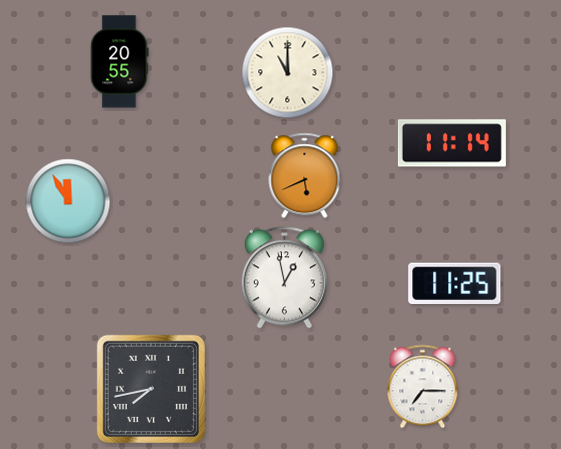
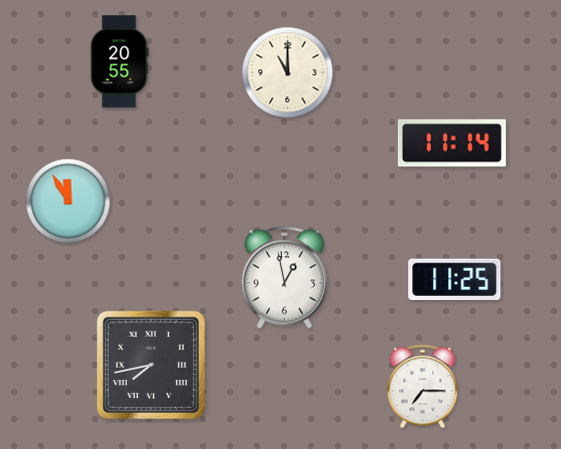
clock at (305, 176): 5:41 -> none
clock at (455, 283) position: (455, 283) -> (455, 279)
clock at (151, 389) position: (151, 389) -> (151, 365)
